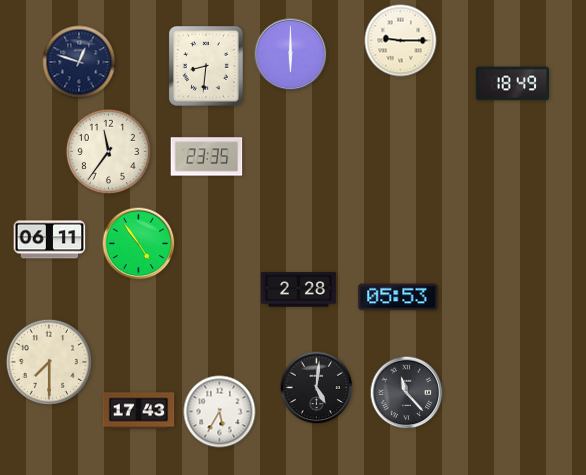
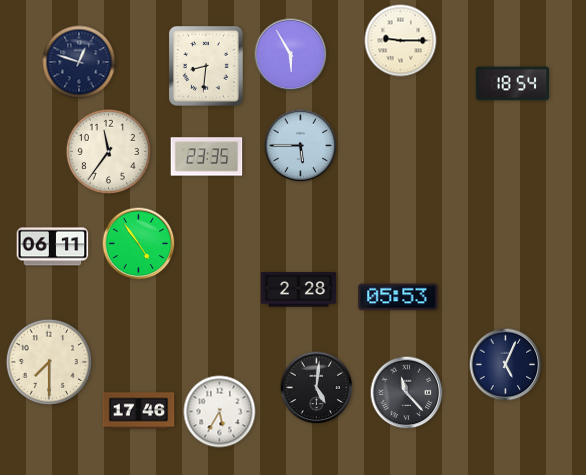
clock at (291, 55): 6:00 -> 5:55
clock at (513, 84): 18:49 -> 18:54
clock at (301, 146): none -> 5:45
clock at (50, 240) position: (50, 240) -> (53, 247)
clock at (506, 365): none -> 5:04
clock at (139, 411): 17:43 -> 17:46
